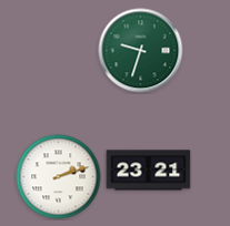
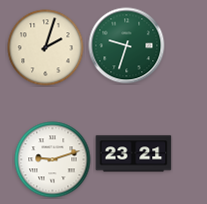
clock at (46, 48): none -> 2:03
clock at (59, 177): 2:12 -> 9:12
